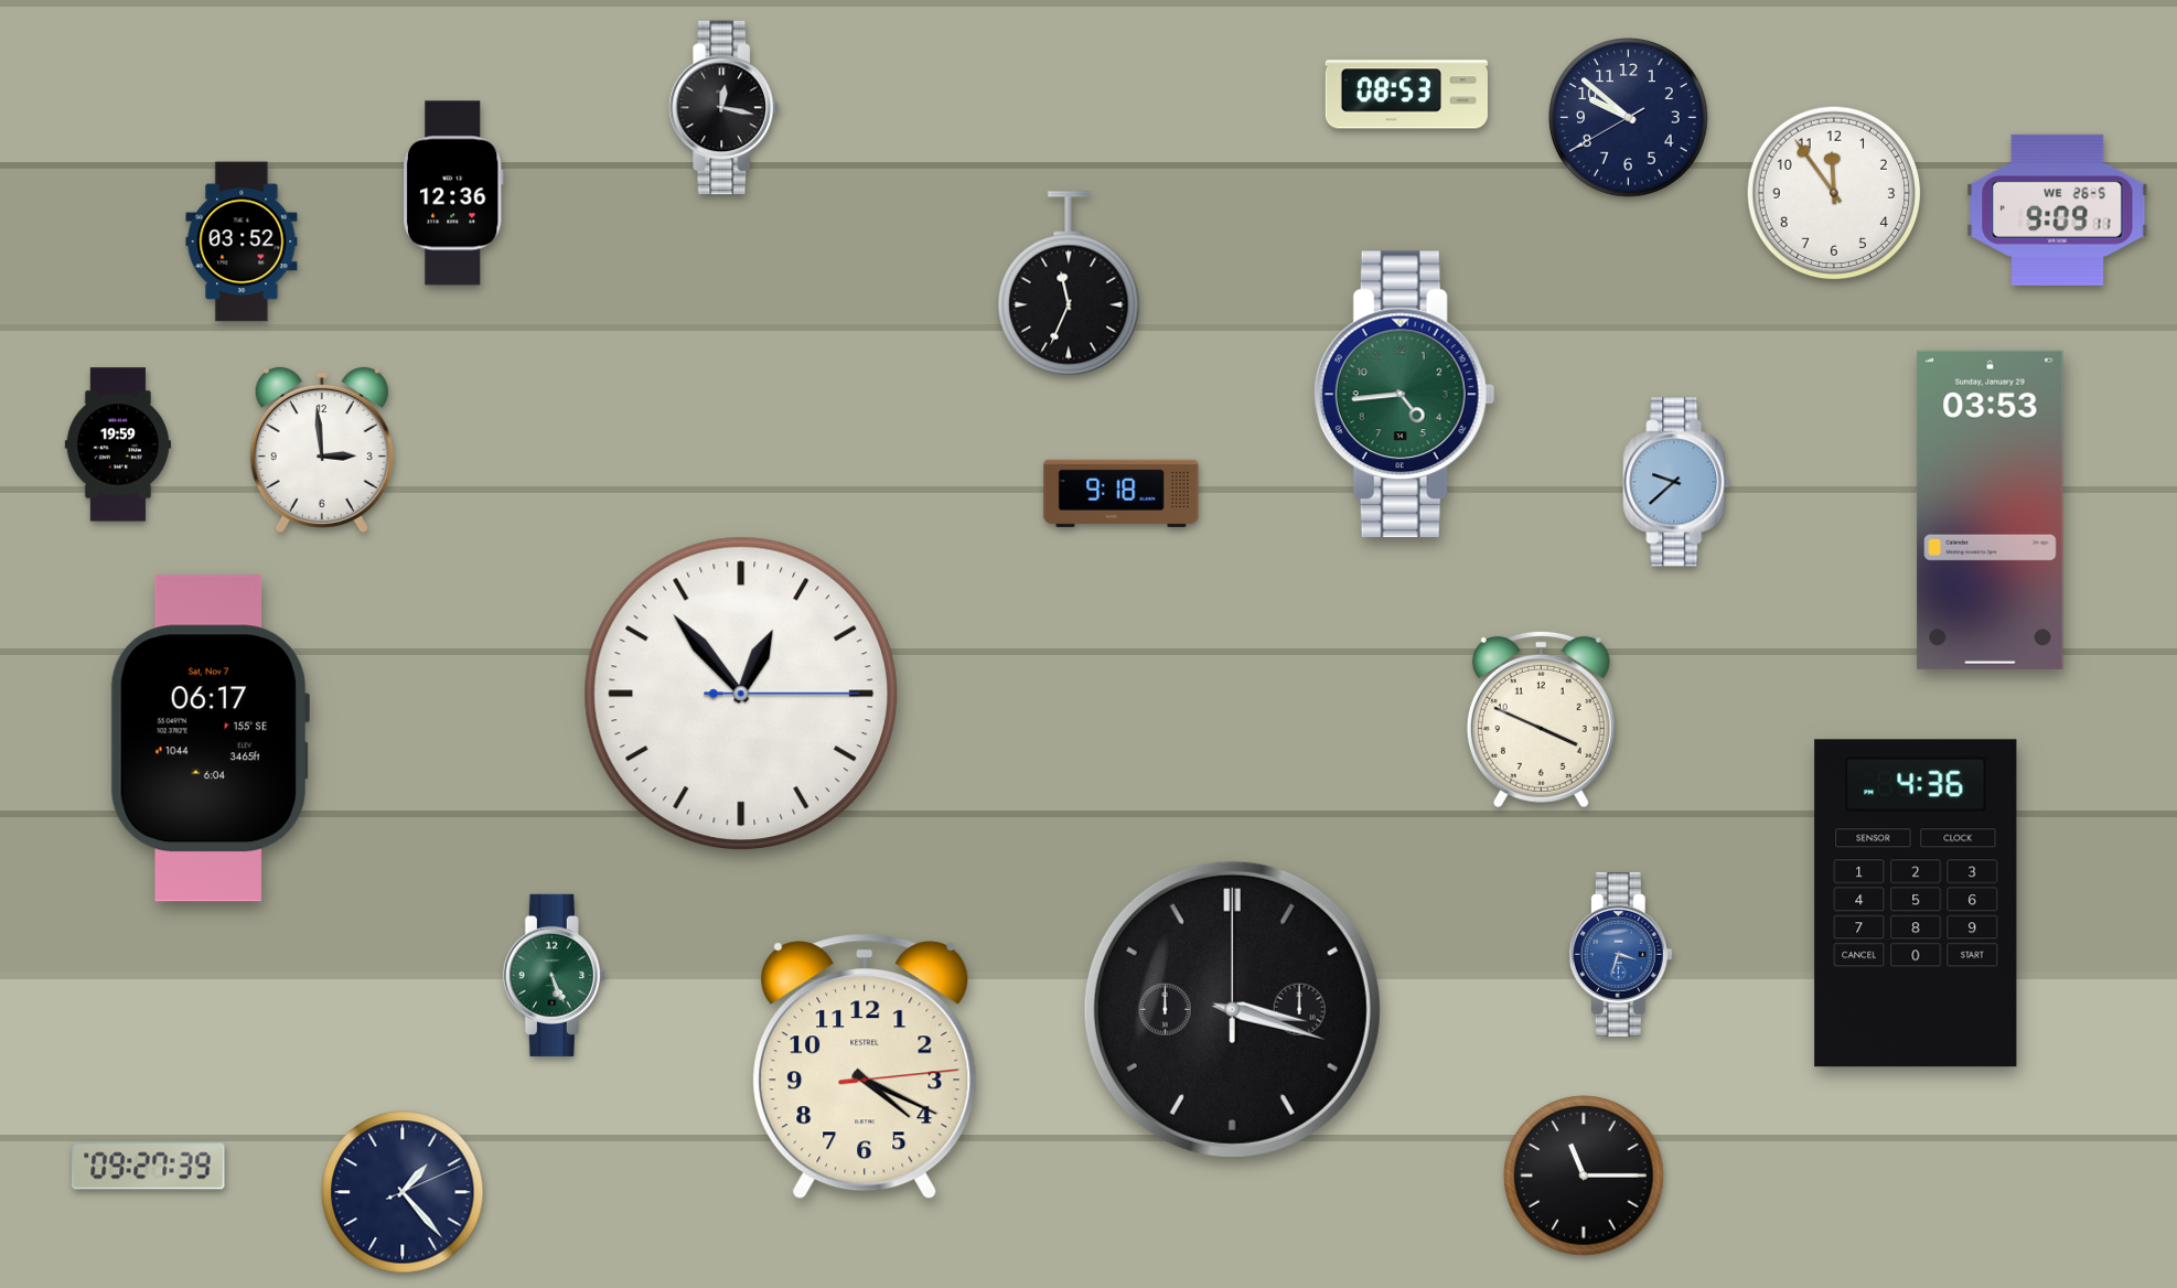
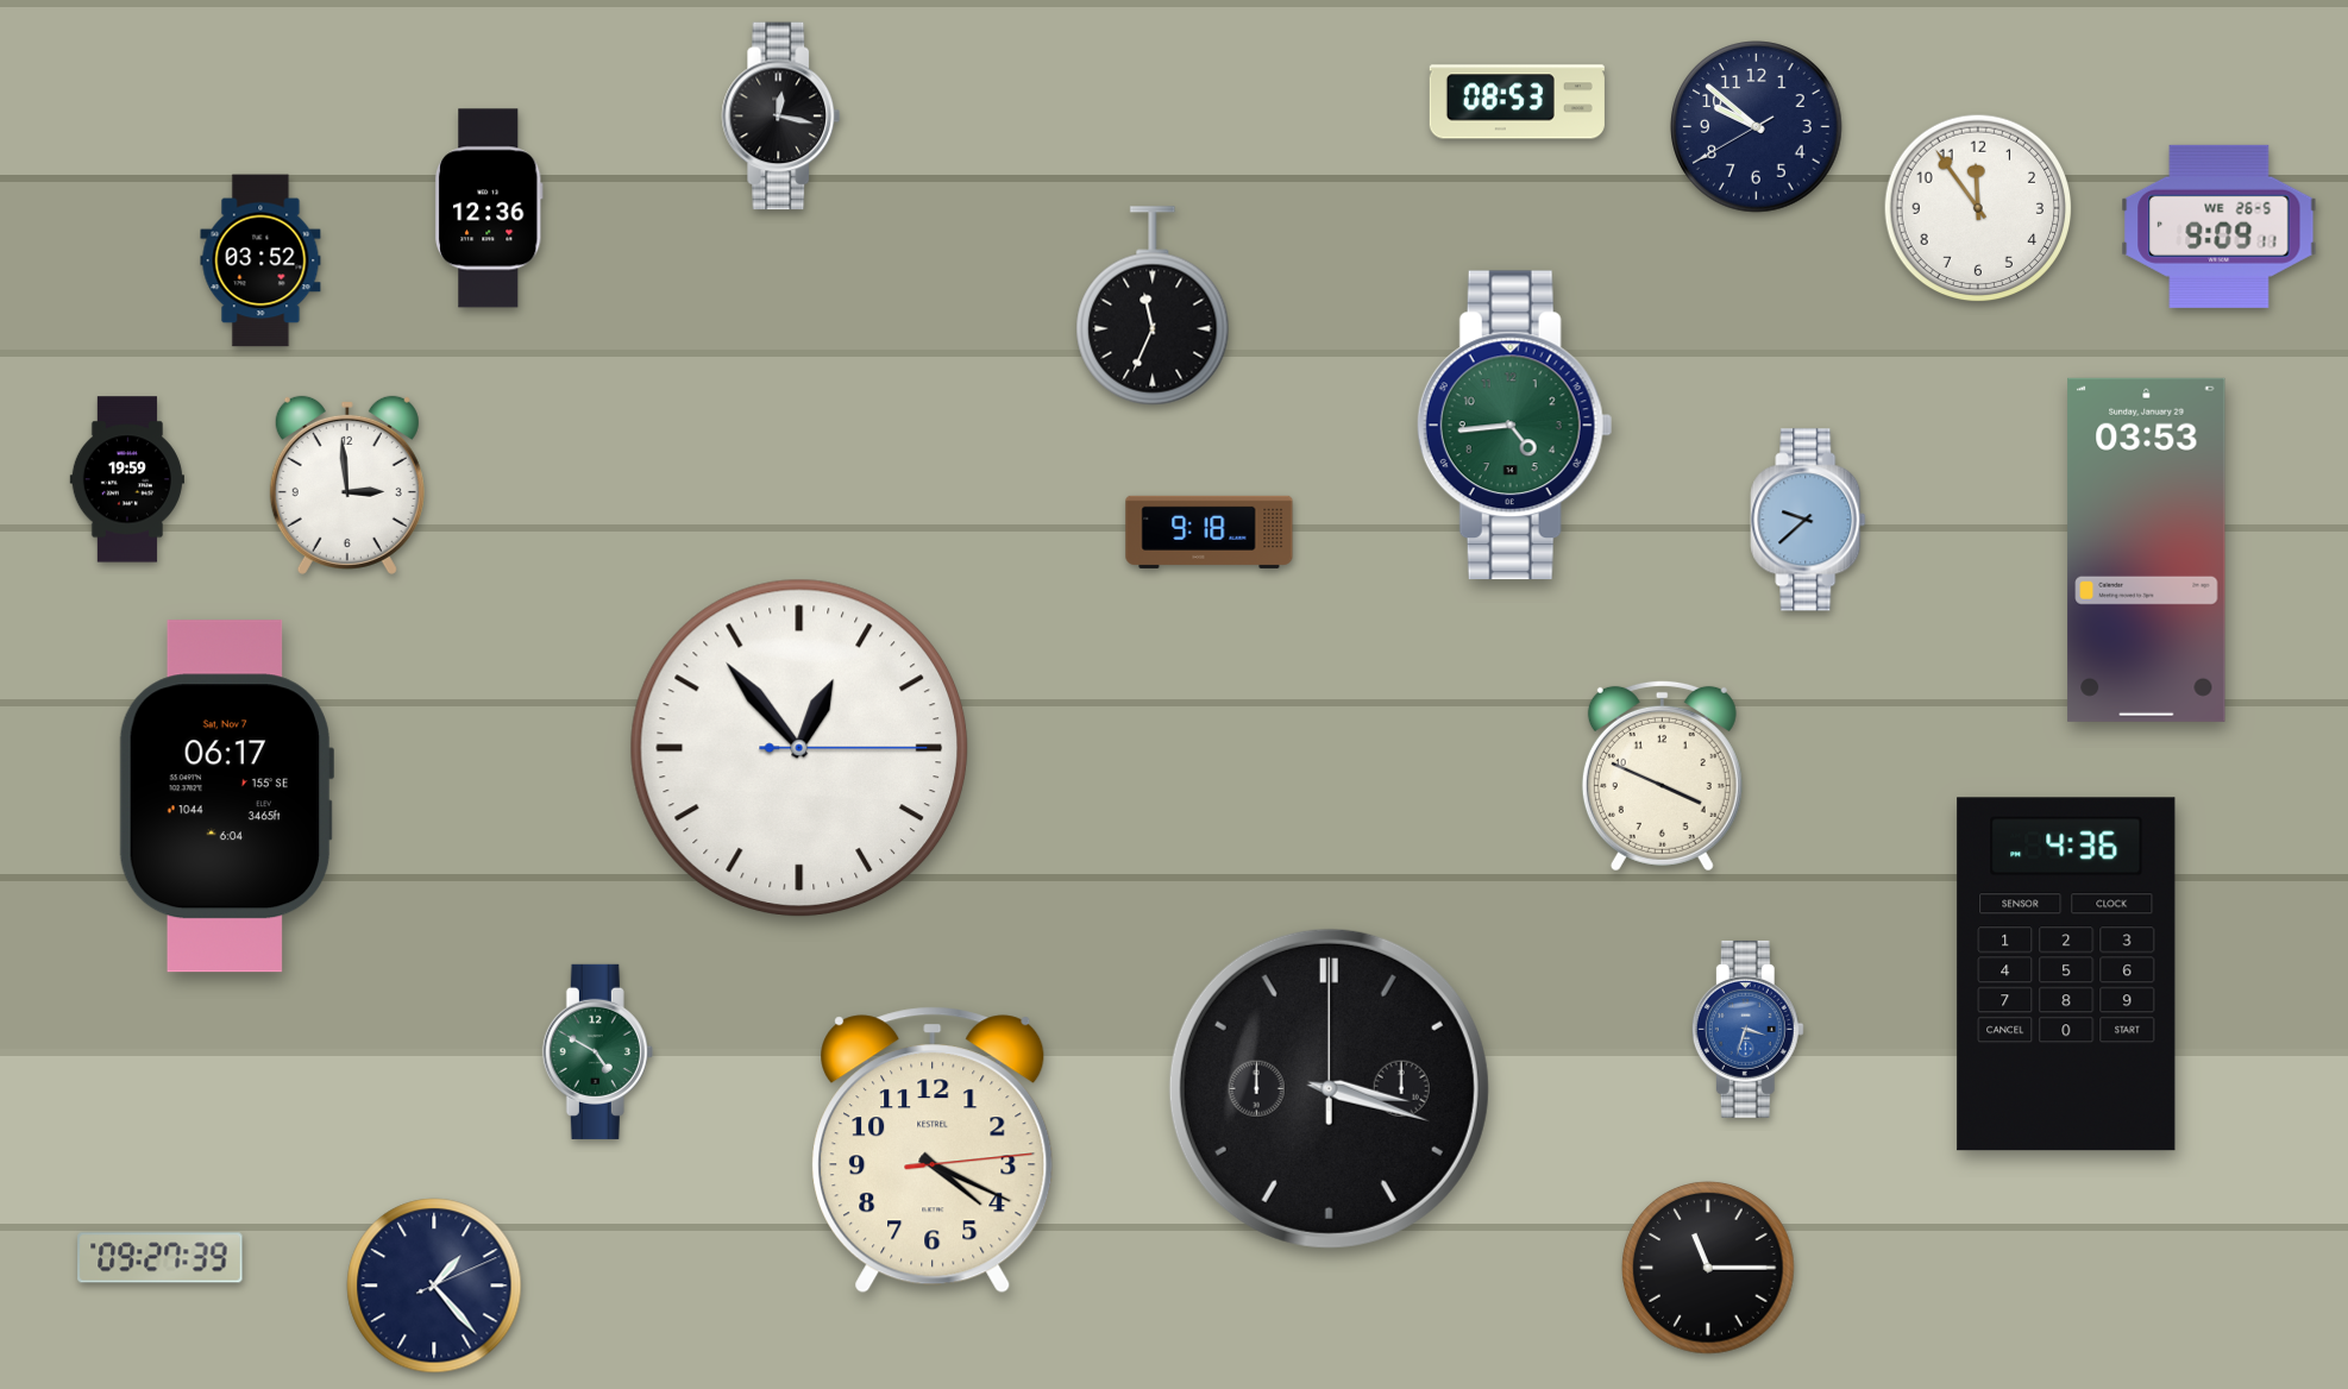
clock at (554, 975): 5:26 -> 4:50
